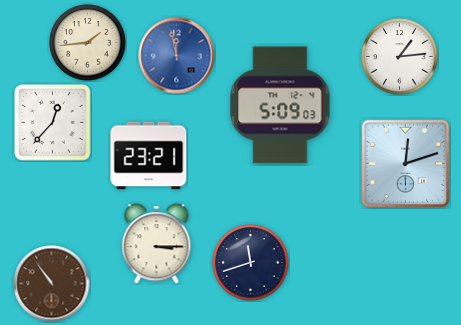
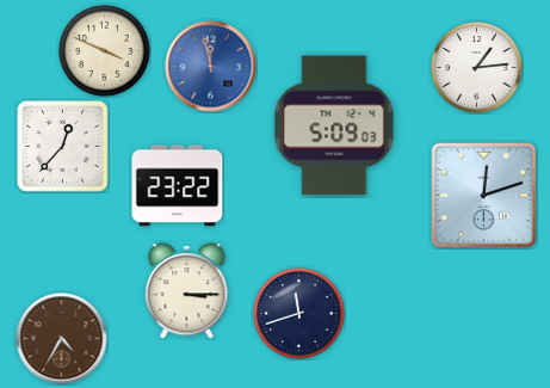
clock at (88, 43): 1:44 -> 3:49
clock at (149, 156): 23:21 -> 23:22
clock at (52, 284): 10:54 -> 4:35
